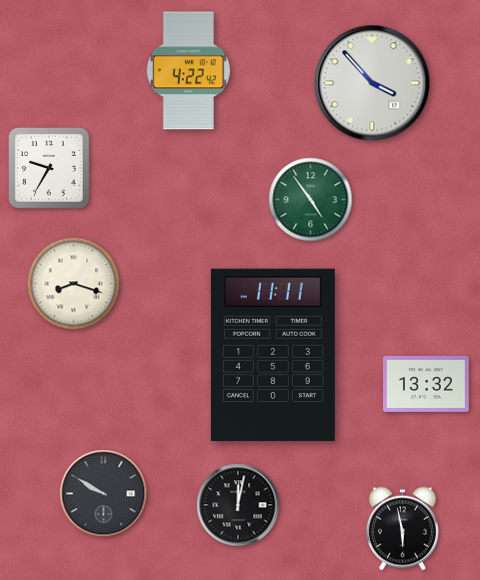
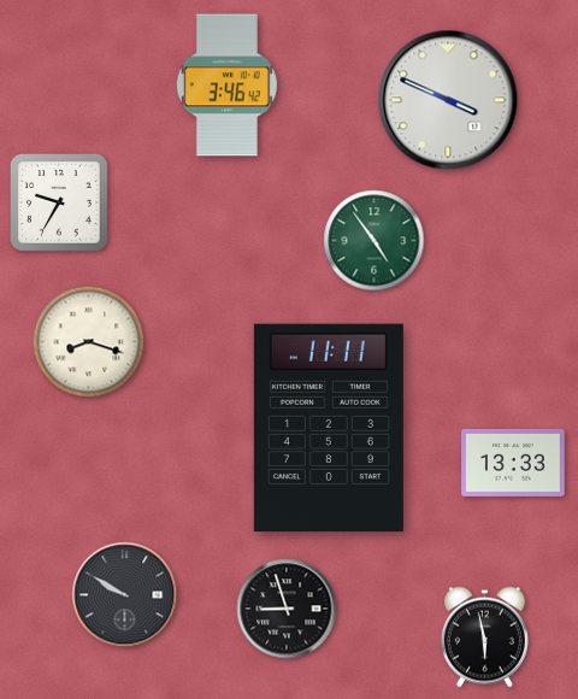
clock at (188, 71): 4:22 -> 3:46
clock at (372, 83): 3:53 -> 3:49
clock at (426, 384): 13:32 -> 13:33
clock at (238, 505): 12:02 -> 8:57
